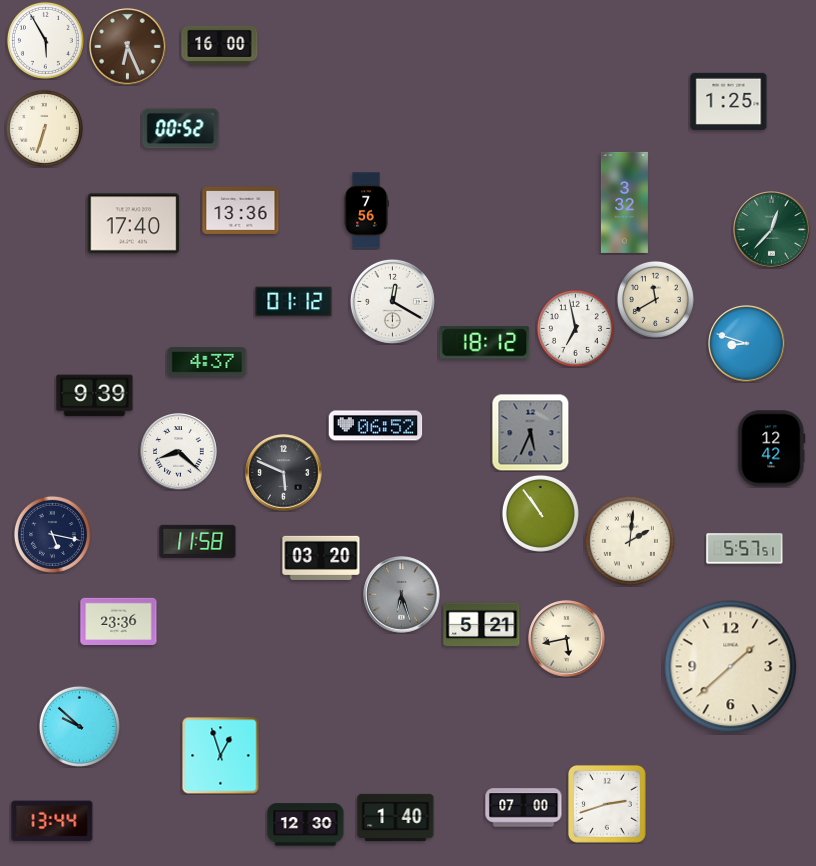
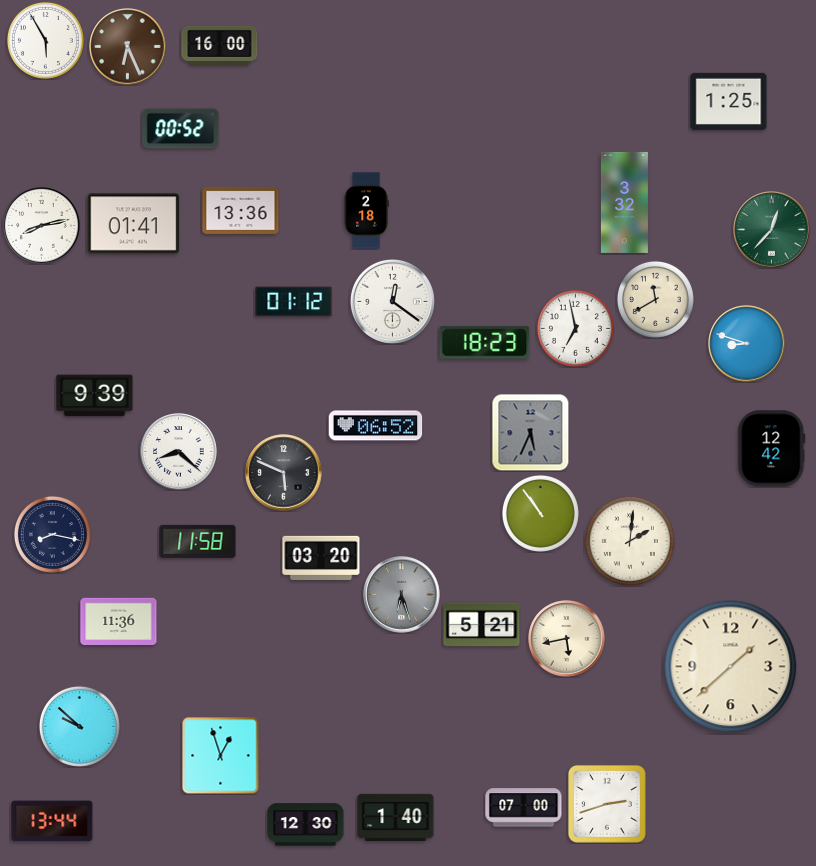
clock at (44, 128): 6:33 -> none
clock at (366, 211): 7:56 -> 2:18
clock at (134, 224): 17:40 -> 01:41
clock at (42, 226): none -> 8:13
clock at (392, 301): 12:20 -> 12:21
clock at (485, 343): 18:12 -> 18:23
clock at (207, 362): 4:37 -> none
clock at (52, 534): 5:17 -> 8:17
clock at (745, 549): 5:57 -> none
clock at (119, 621): 23:36 -> 11:36
